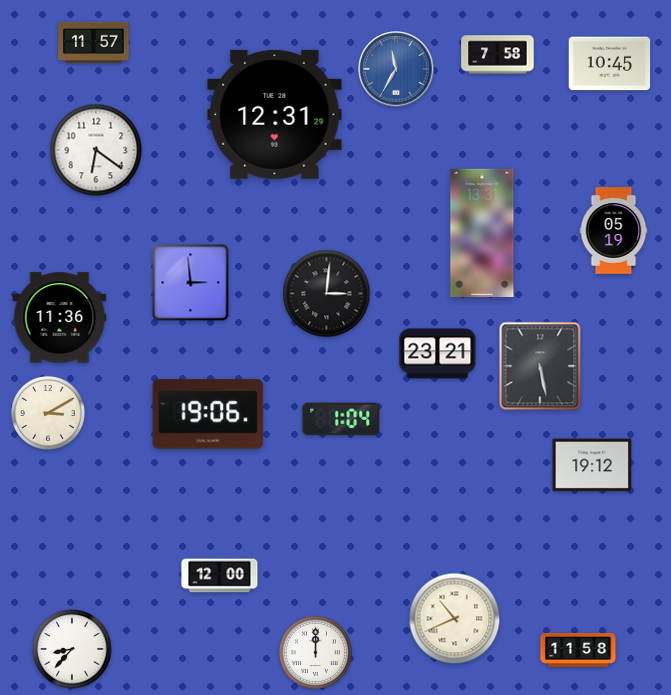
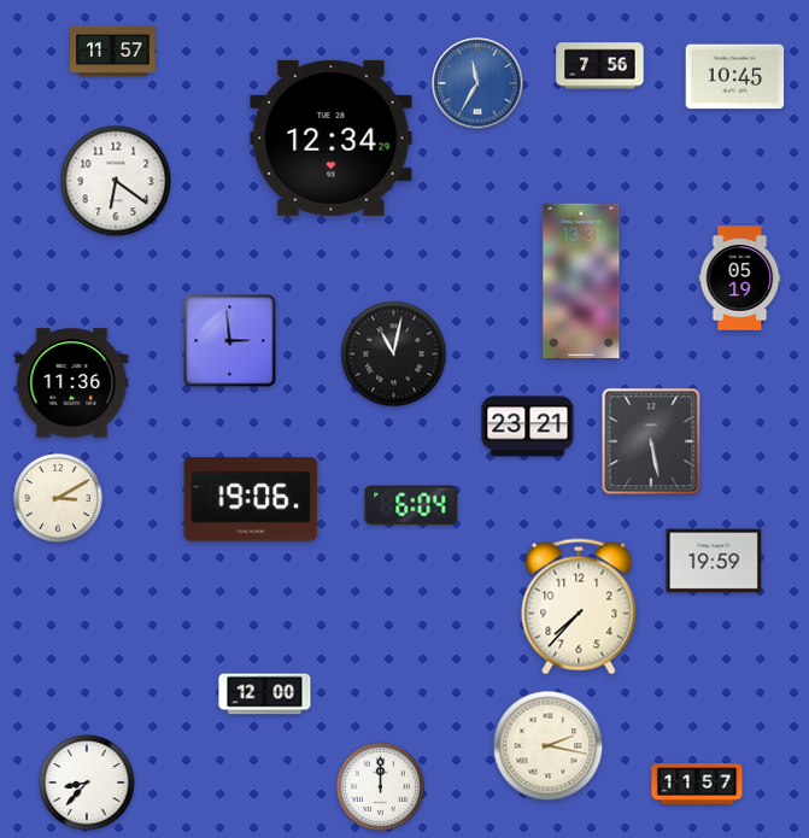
clock at (498, 55): 7:58 -> 7:56
clock at (275, 114): 12:31 -> 12:34
clock at (327, 294): 3:01 -> 11:02
clock at (341, 419): 1:04 -> 6:04
clock at (592, 465): 19:12 -> 19:59
clock at (579, 606): none -> 7:37
clock at (455, 619): 10:41 -> 2:17
clock at (578, 651): 11:58 -> 11:57
